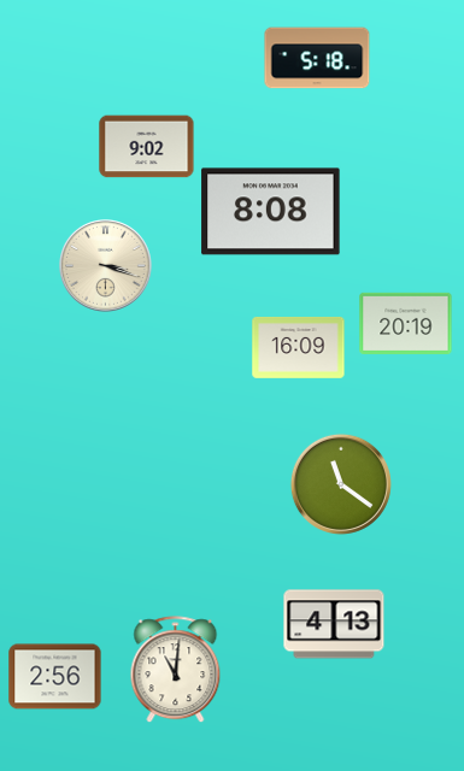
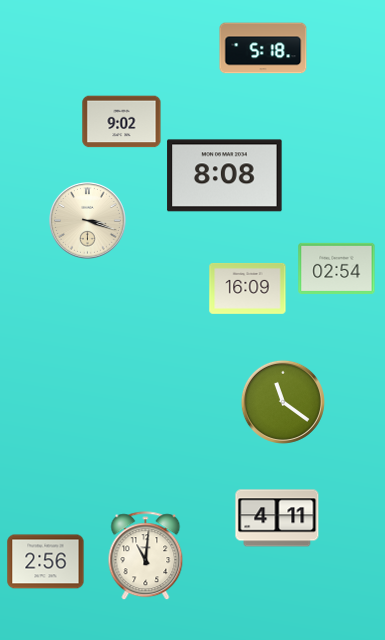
clock at (406, 323): 20:19 -> 02:54
clock at (334, 624): 4:13 -> 4:11
